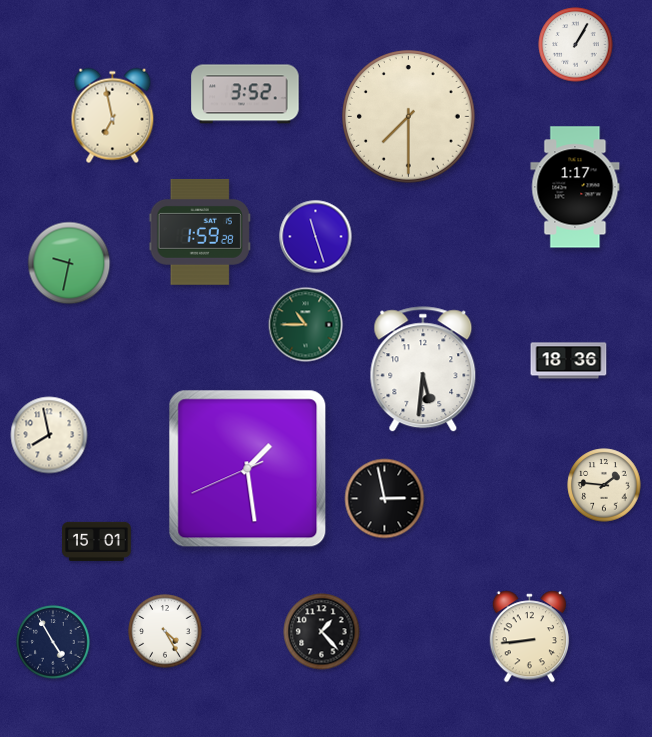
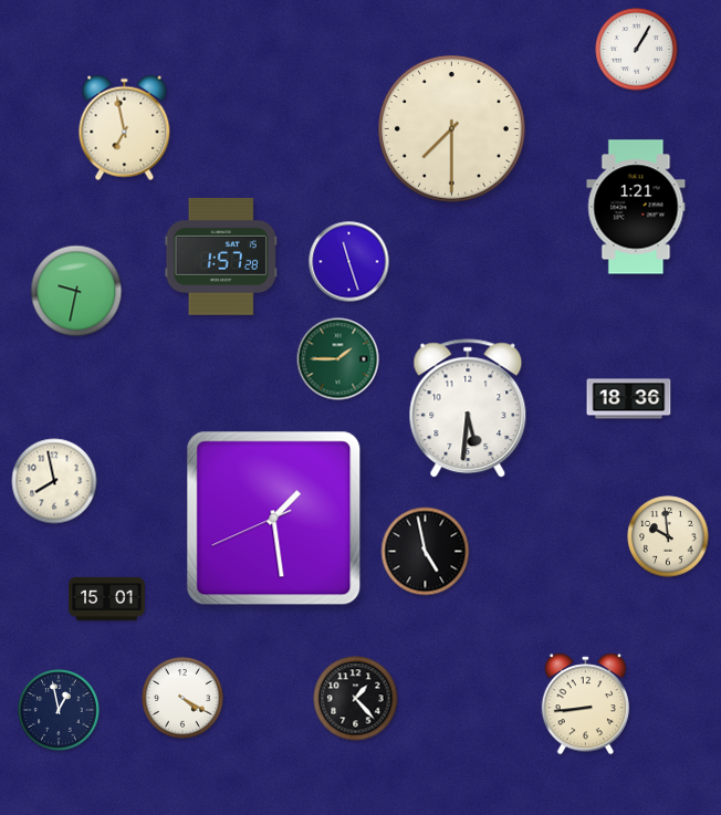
clock at (245, 94): 3:52 -> none
clock at (575, 187): 1:17 -> 1:21
clock at (200, 232): 1:59 -> 1:57
clock at (306, 325): 10:45 -> 1:45
clock at (604, 485): 1:46 -> 9:59
clock at (385, 499): 2:58 -> 4:58
clock at (165, 631): 4:25 -> 4:20
clock at (53, 642): 4:55 -> 12:58
